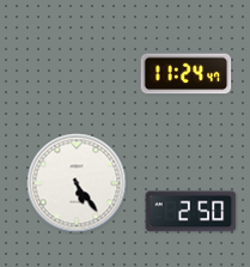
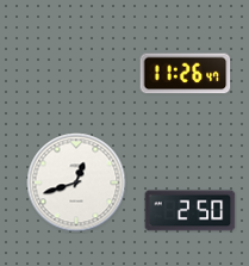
clock at (187, 74): 11:24 -> 11:26
clock at (77, 183): 5:24 -> 12:42
